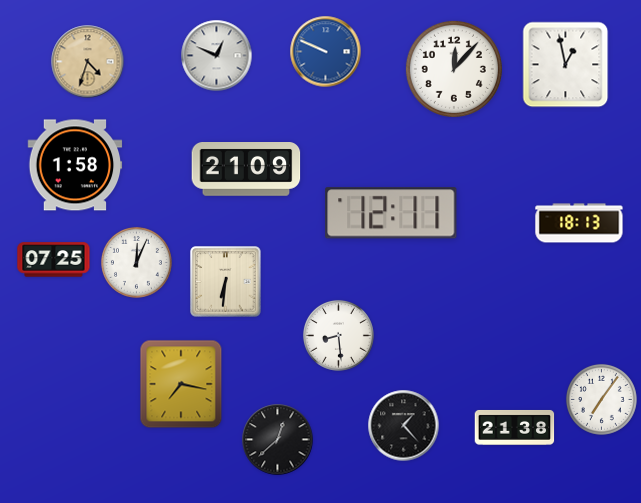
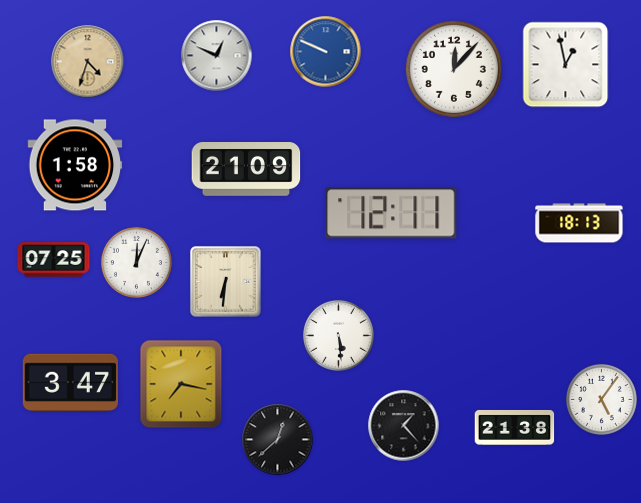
clock at (338, 335): 8:29 -> 5:29
clock at (70, 382): none -> 3:47
clock at (601, 399): 7:06 -> 5:06
